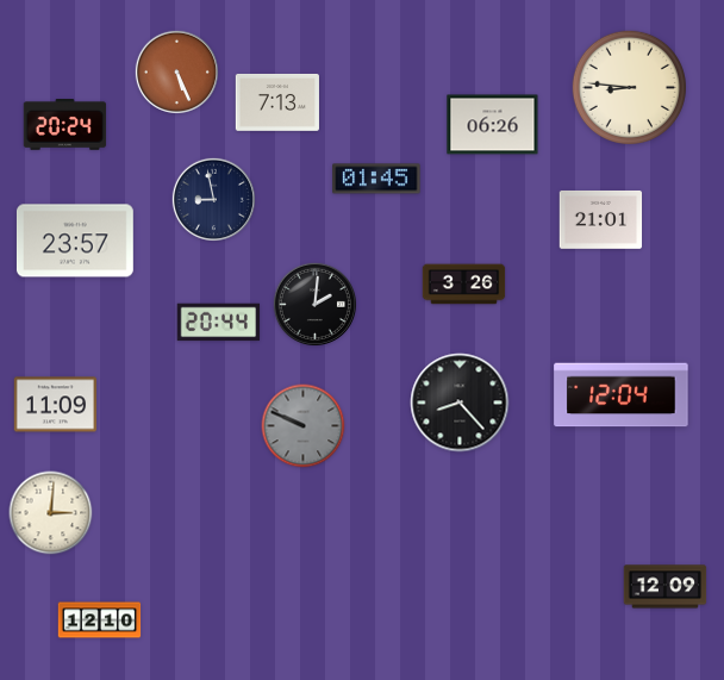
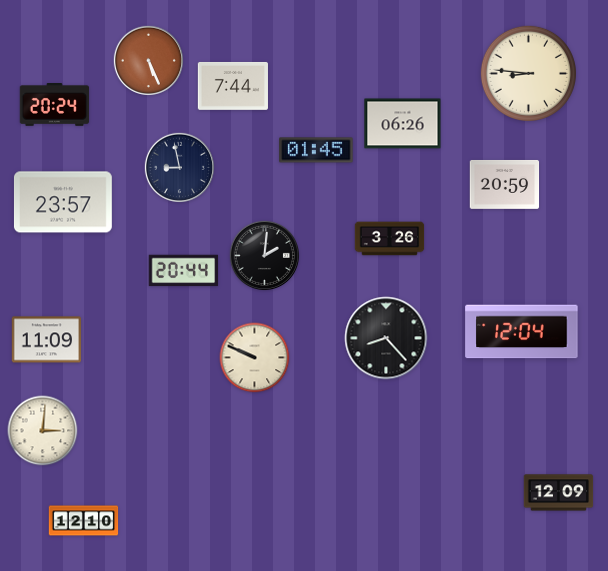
clock at (277, 102): 7:13 -> 7:44
clock at (493, 125) position: (493, 125) -> (403, 124)
clock at (601, 219): 21:01 -> 20:59
clock at (304, 426) dial: grey -> cream
